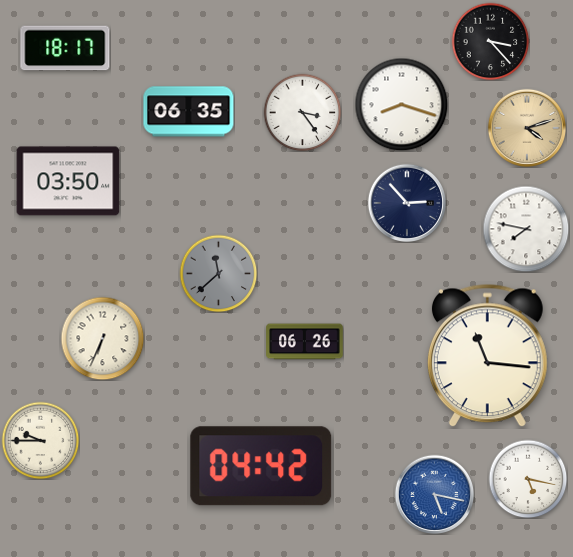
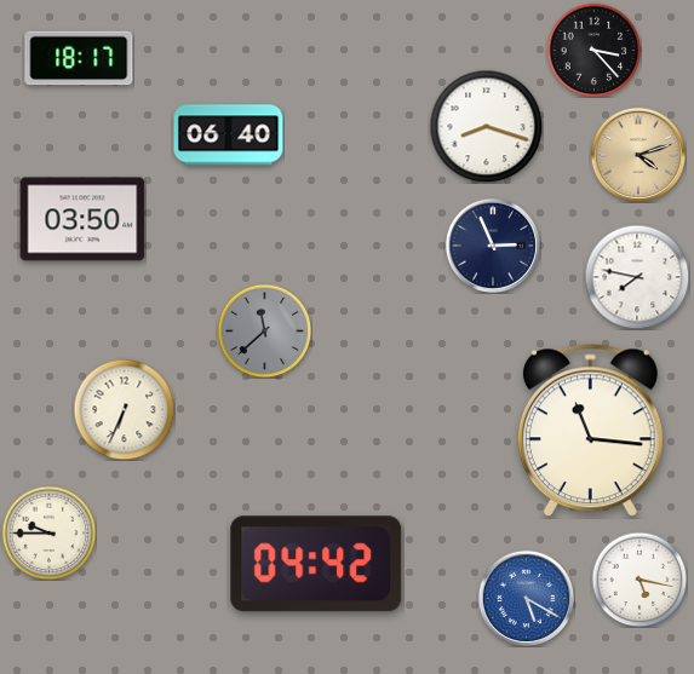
clock at (189, 112): 06:35 -> 06:40
clock at (302, 112): 3:24 -> none
clock at (406, 202): 2:53 -> 2:56
clock at (305, 342): 06:26 -> none
clock at (434, 494): 5:17 -> 5:20
